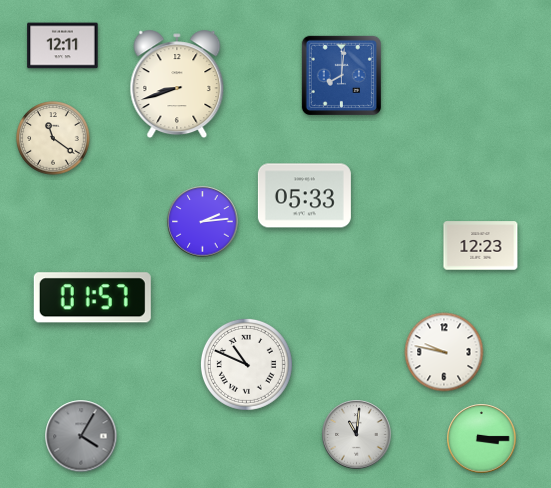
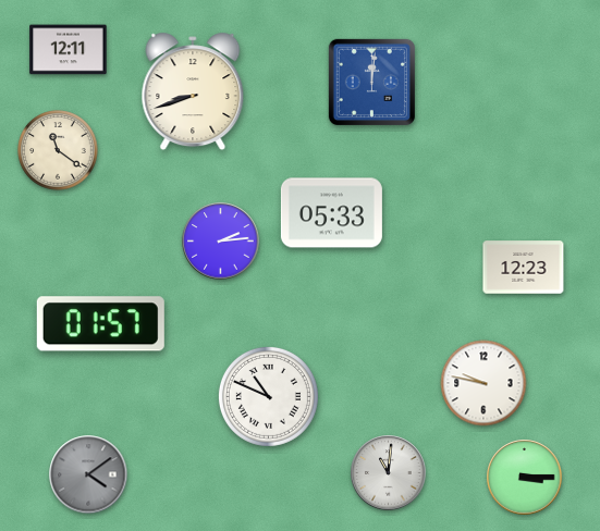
clock at (341, 75): 8:01 -> 12:01
clock at (81, 436): 4:05 -> 4:09
